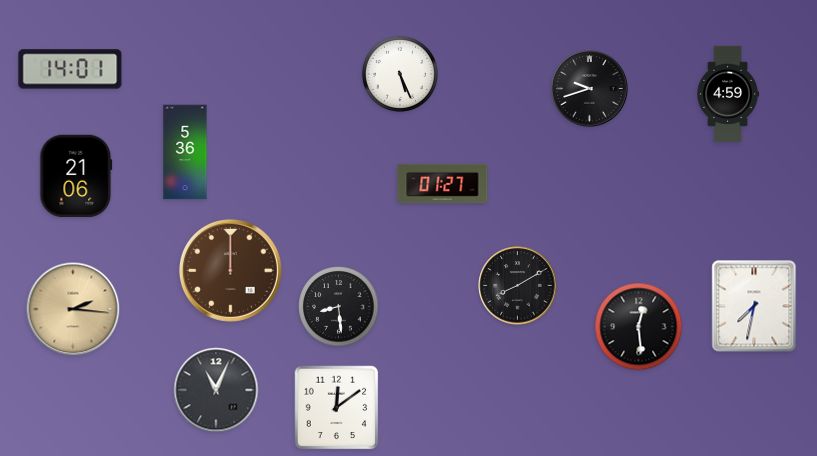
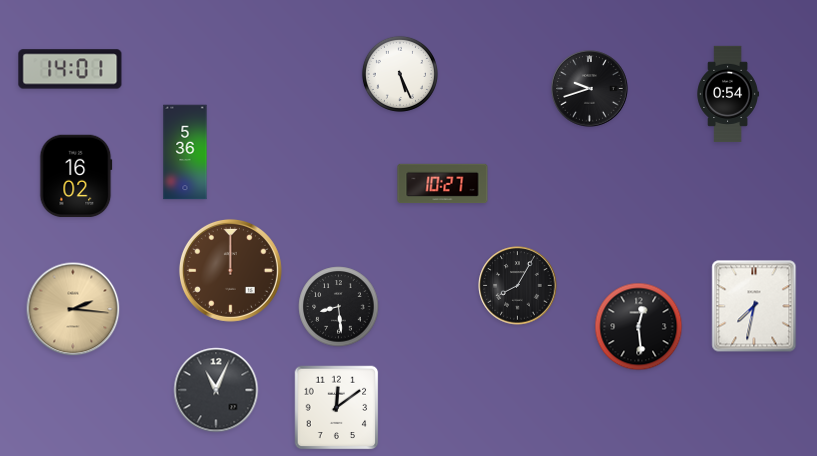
clock at (727, 93): 4:59 -> 0:54
clock at (76, 176): 21:06 -> 16:02
clock at (443, 184): 01:27 -> 10:27
clock at (518, 286): 8:10 -> 8:05
